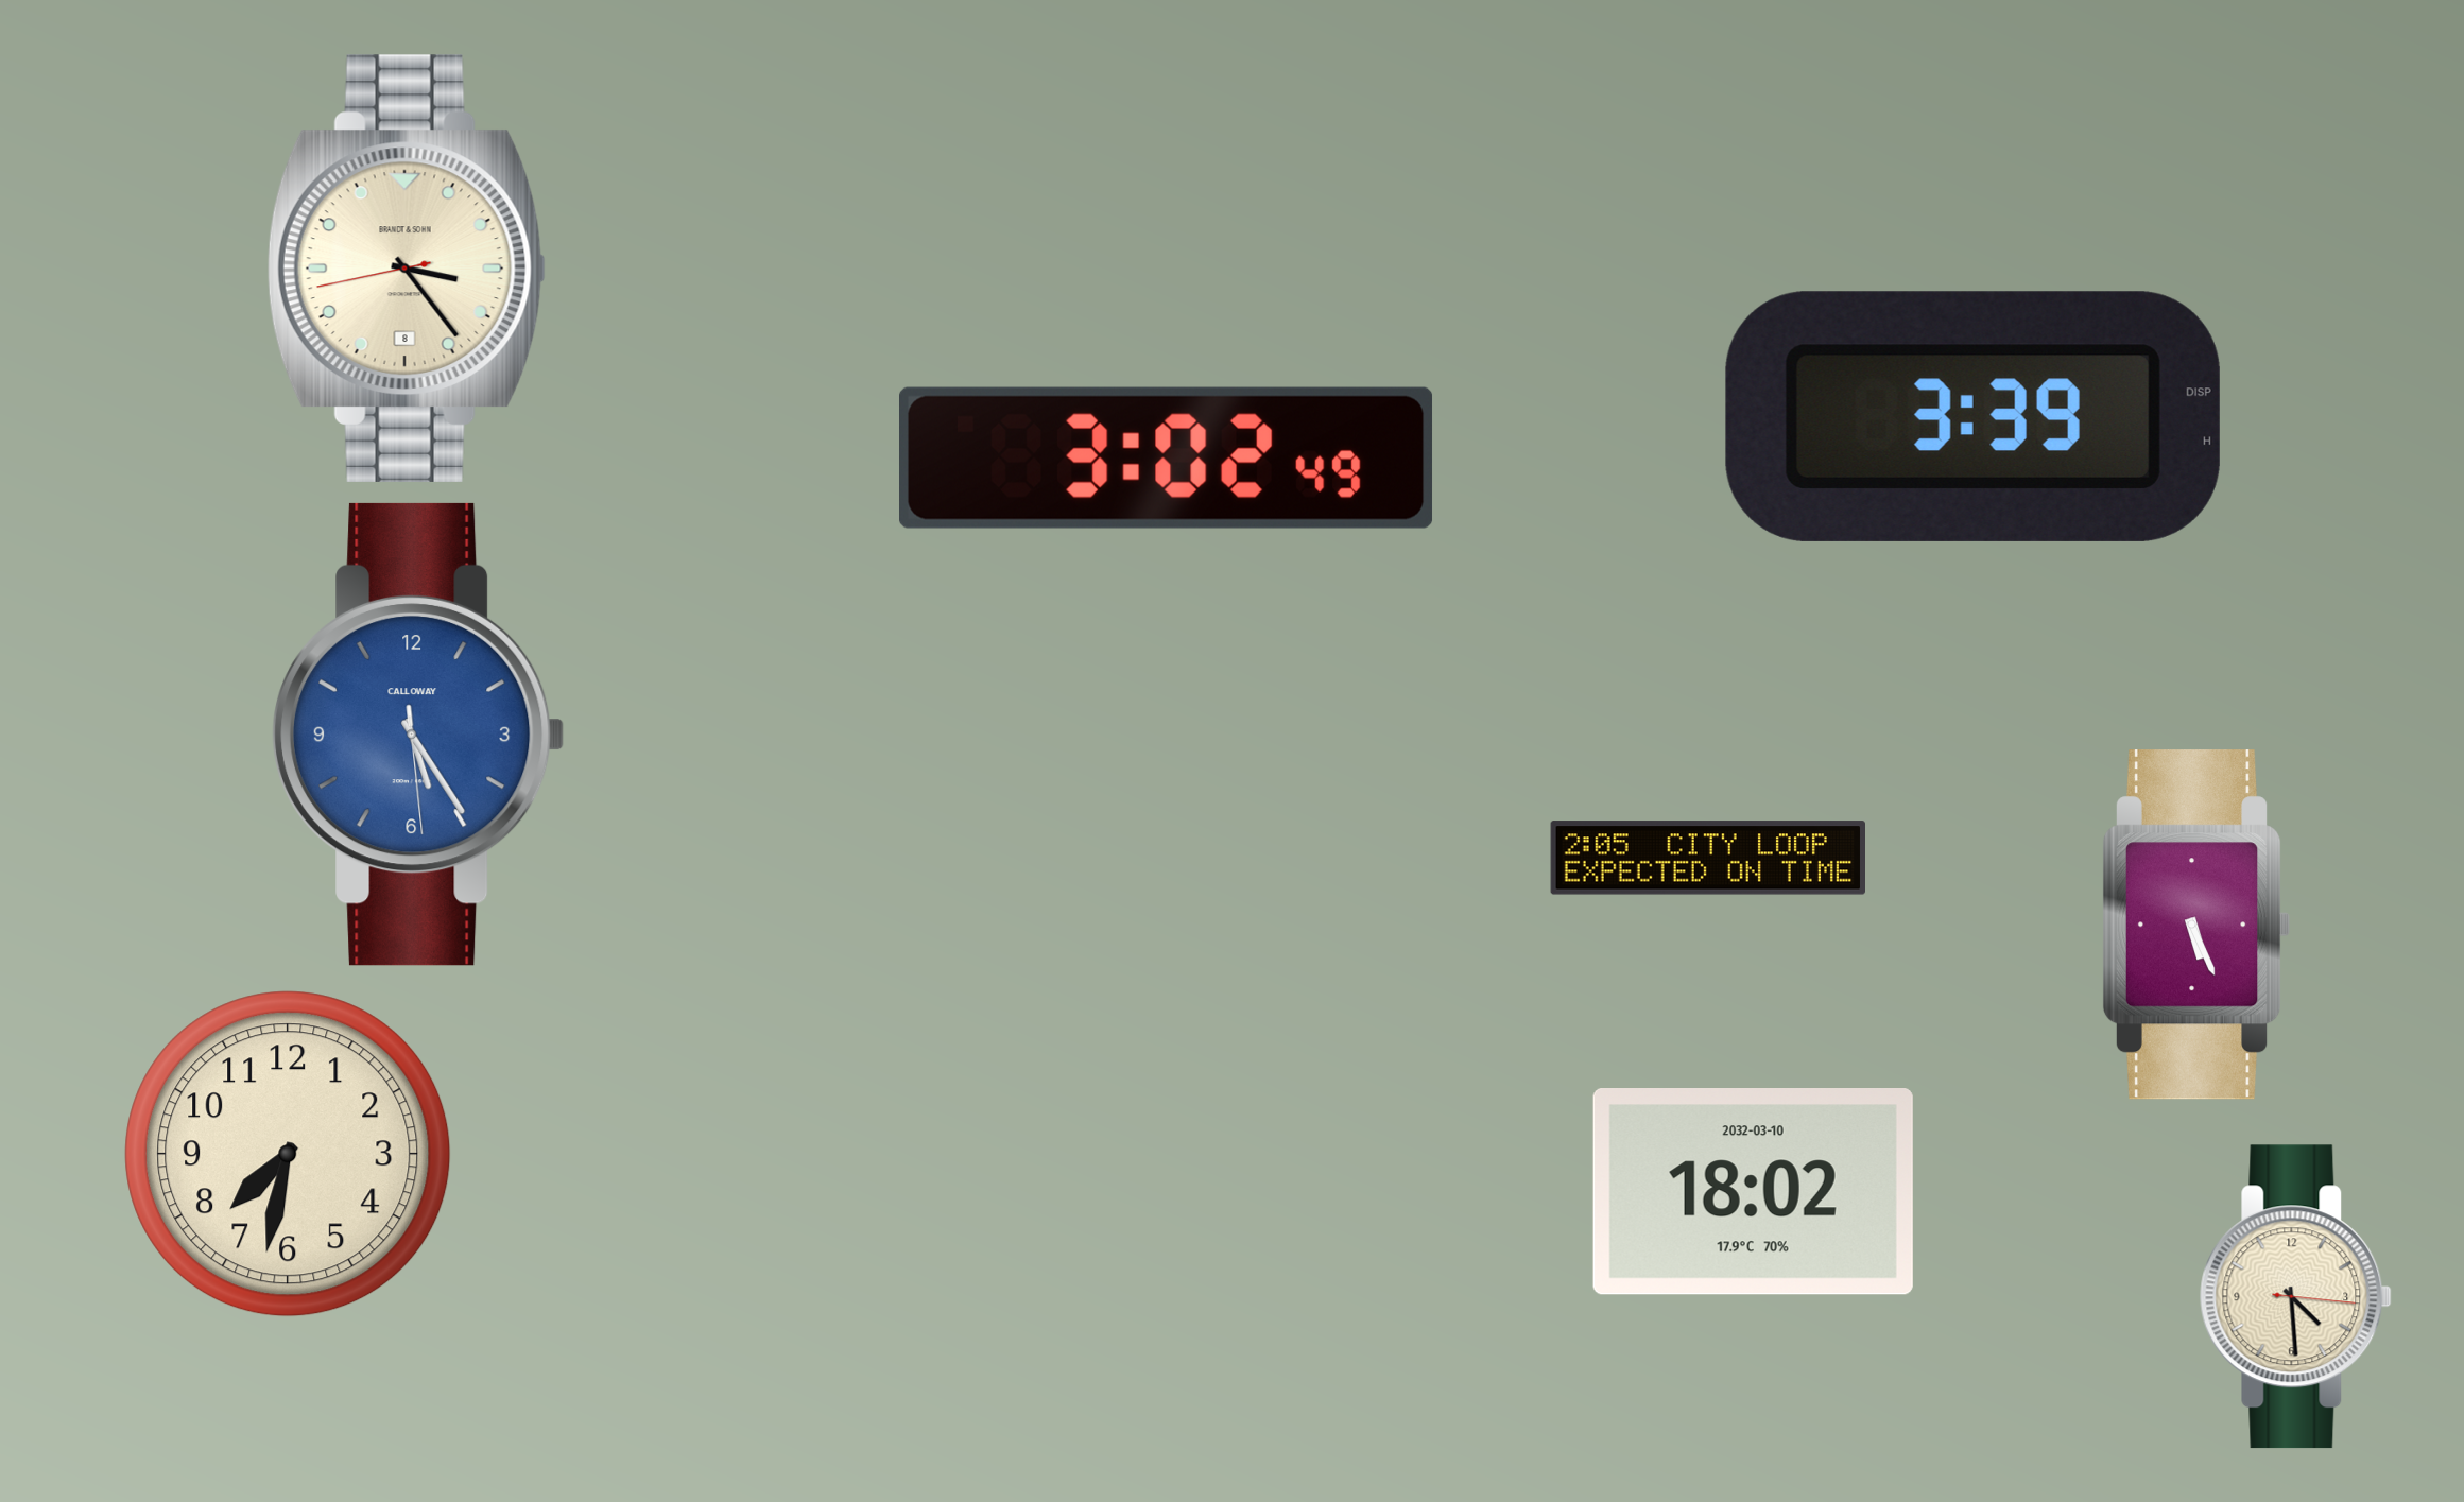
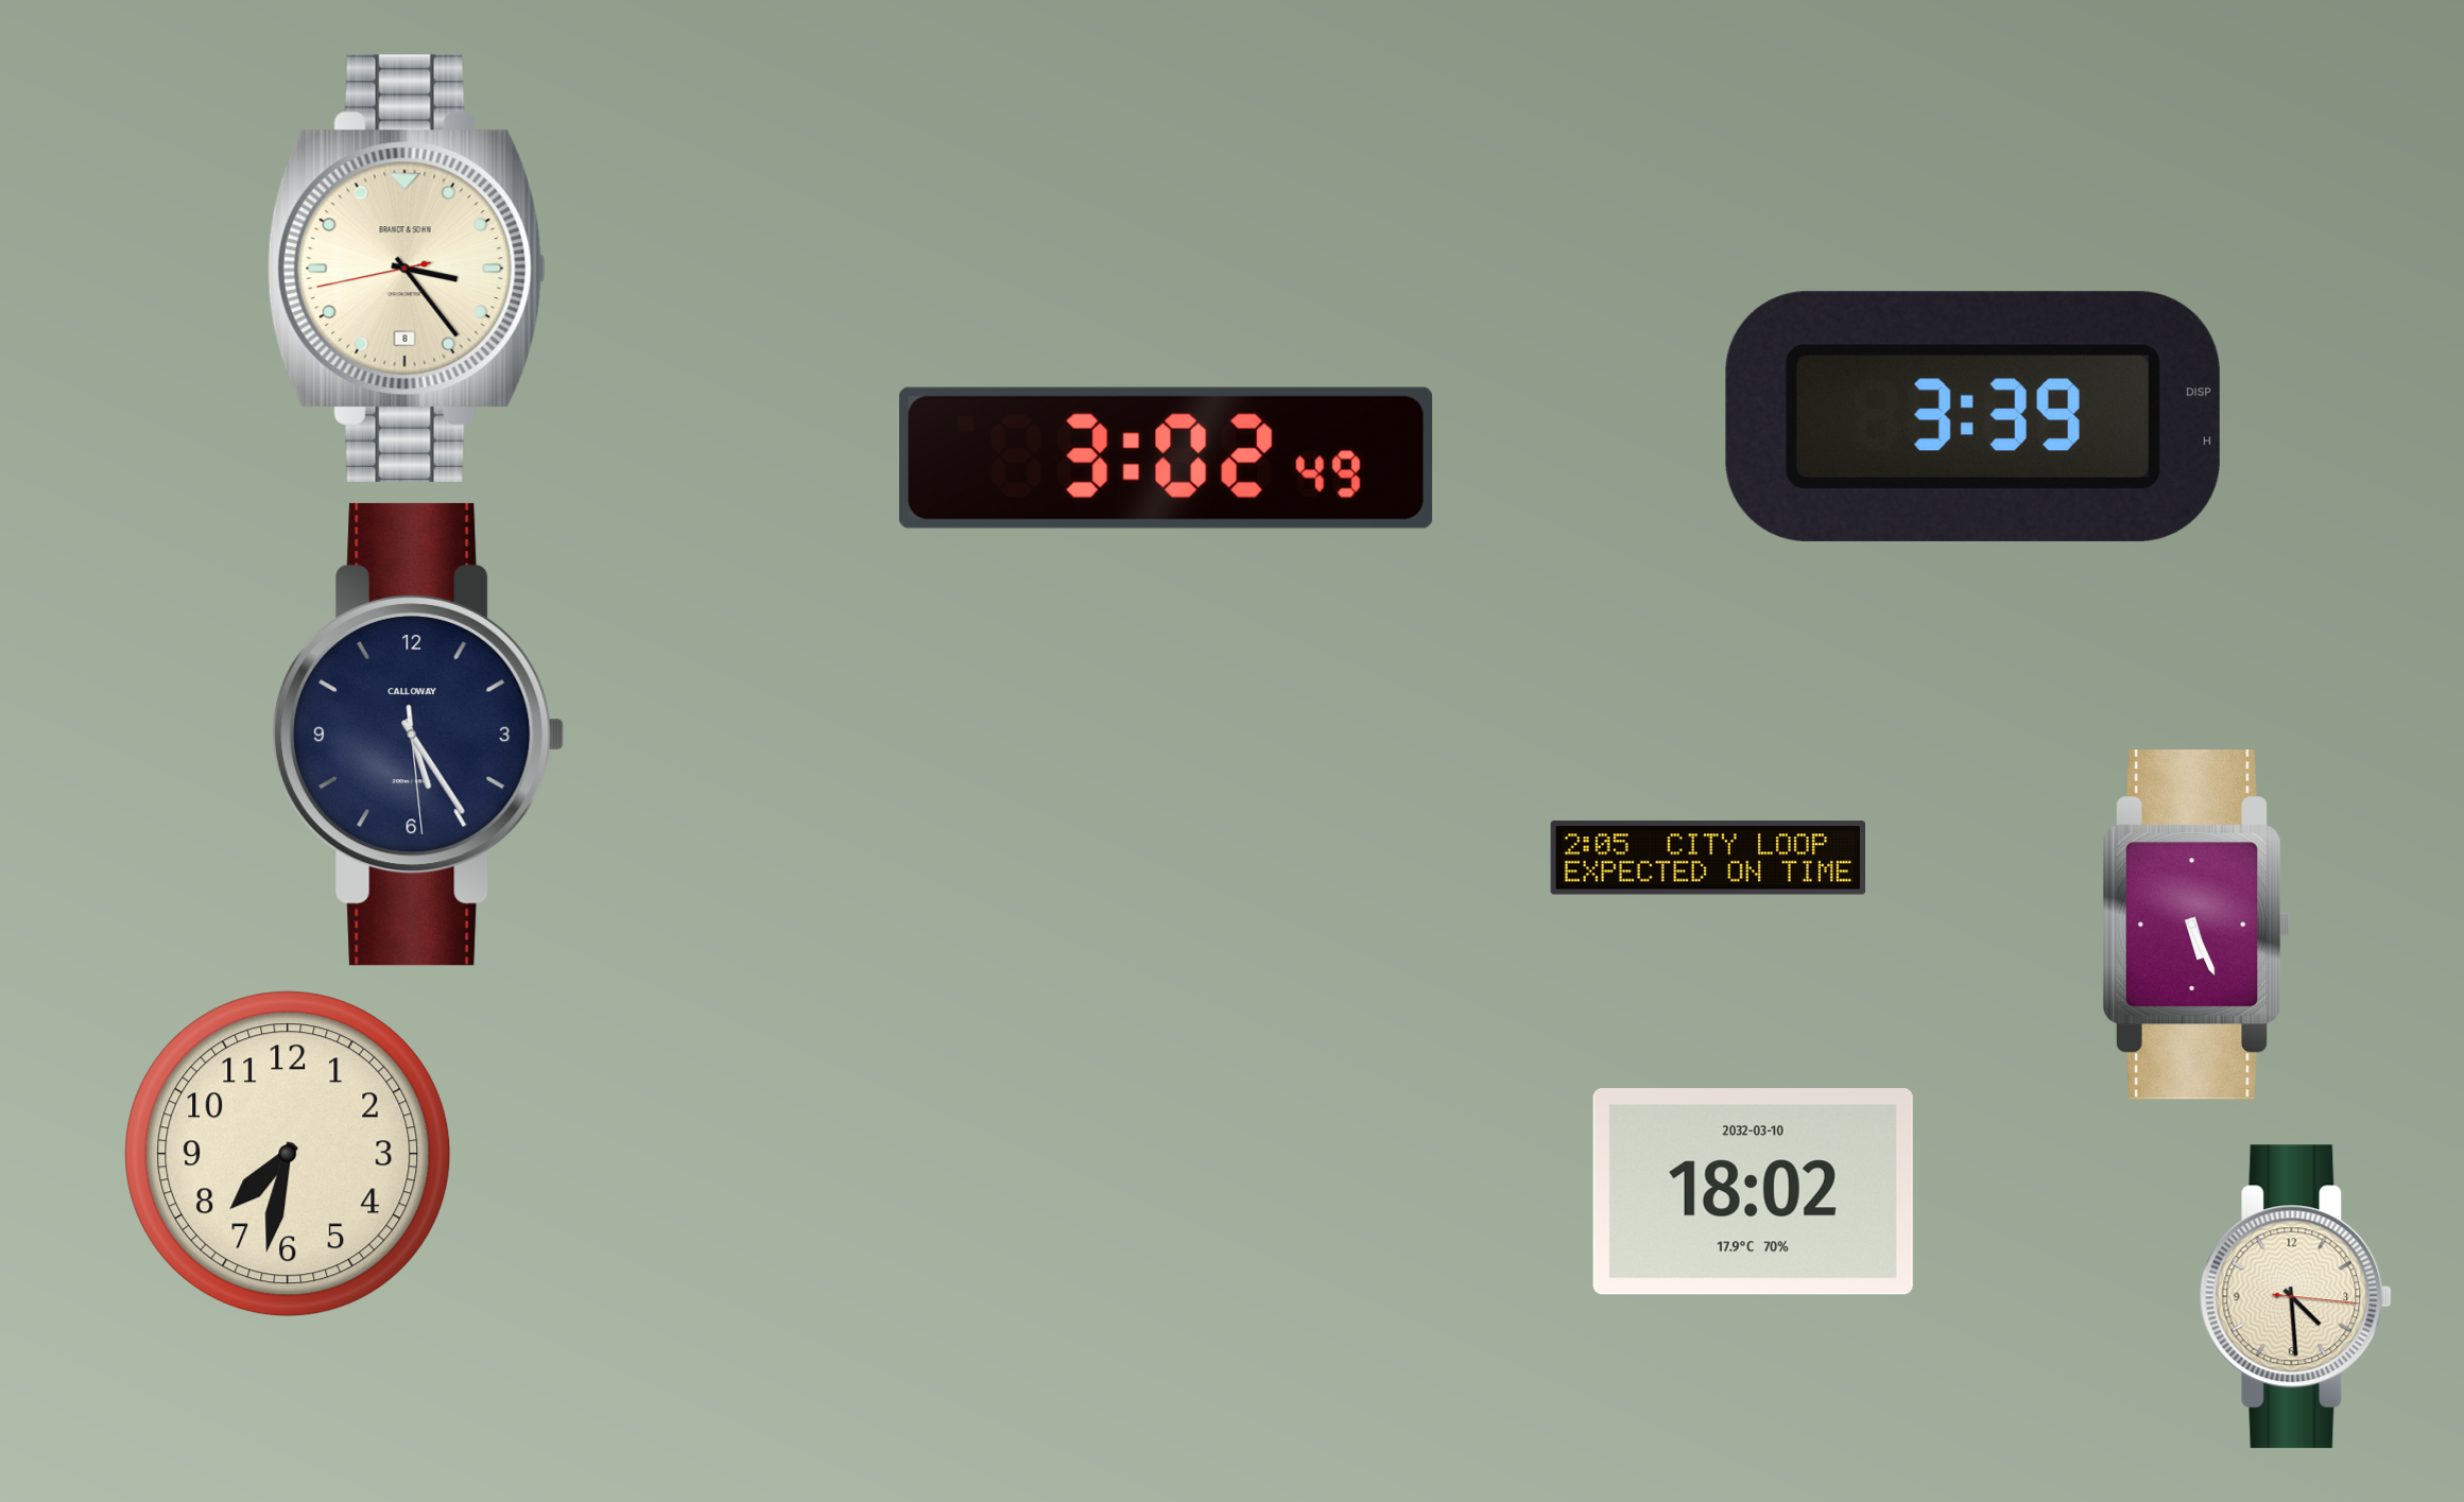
clock at (419, 735) dial: blue -> navy
